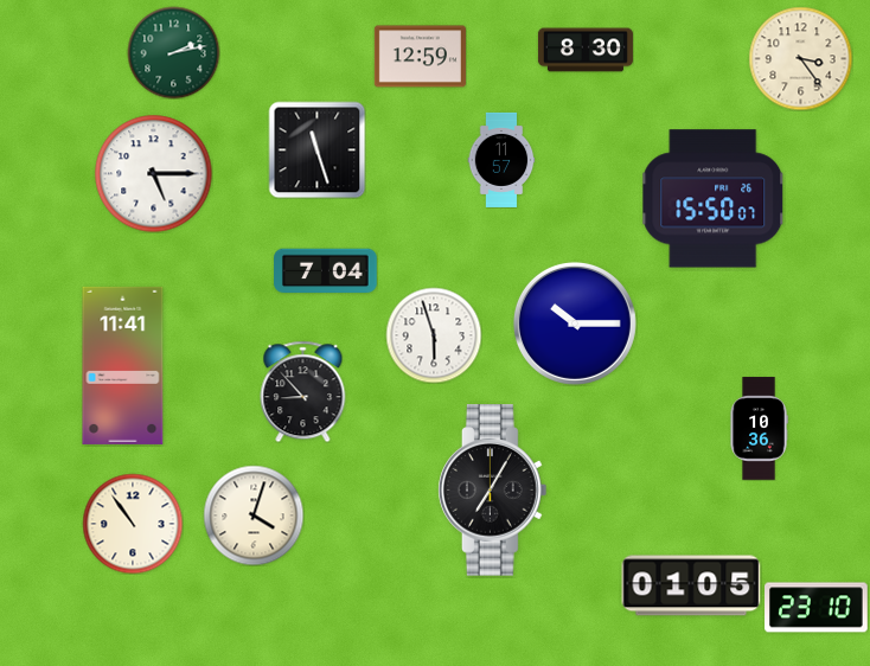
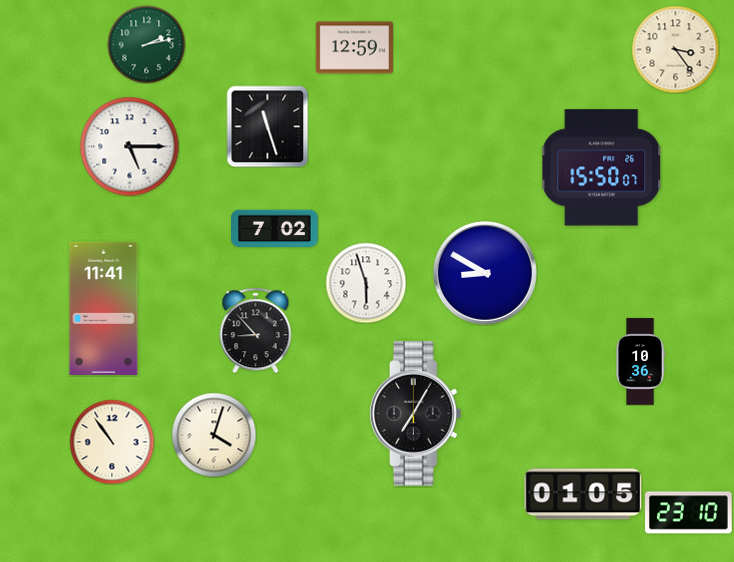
clock at (586, 50): 8:30 -> none
clock at (501, 160): 11:57 -> none
clock at (326, 271): 7:04 -> 7:02
clock at (575, 324): 10:15 -> 8:50
